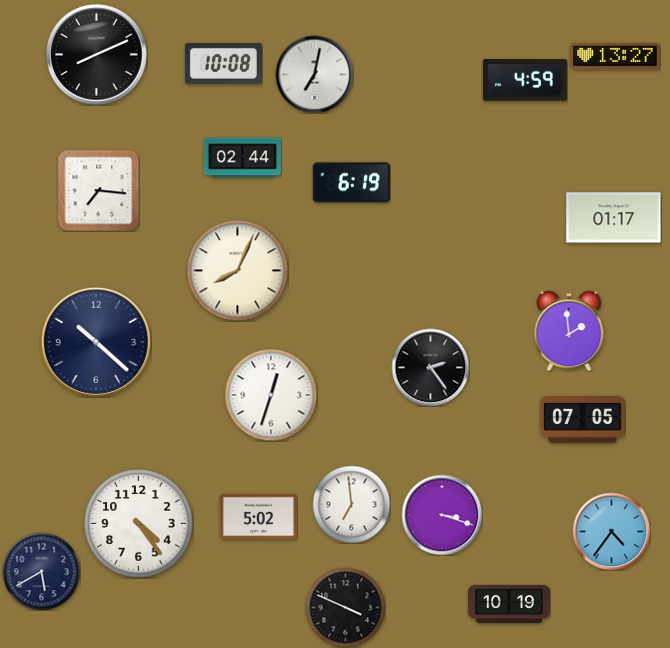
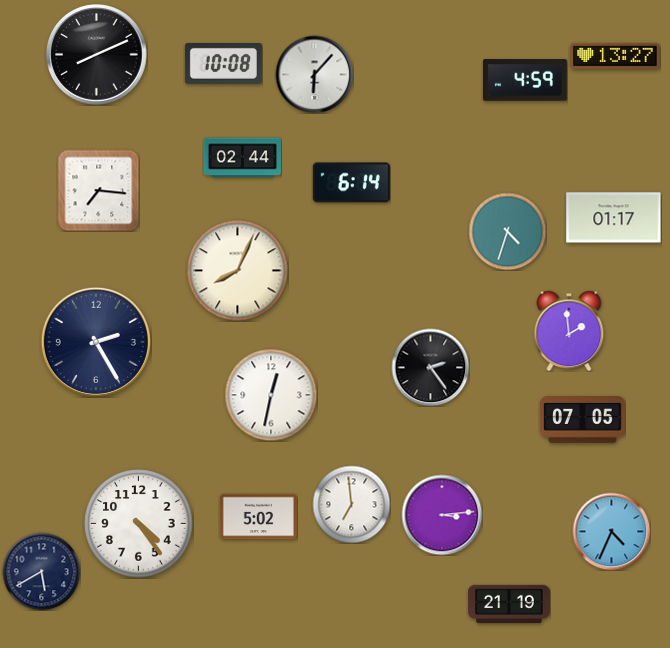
clock at (314, 74): 7:02 -> 6:07
clock at (351, 183): 6:19 -> 6:14
clock at (507, 231): none -> 4:33
clock at (96, 342): 10:22 -> 2:25
clock at (271, 395): 12:33 -> 12:32
clock at (442, 515): 3:18 -> 3:14
clock at (611, 531): 4:36 -> 4:34
clock at (510, 604): 10:19 -> 21:19
clock at (345, 607): 3:49 -> none
